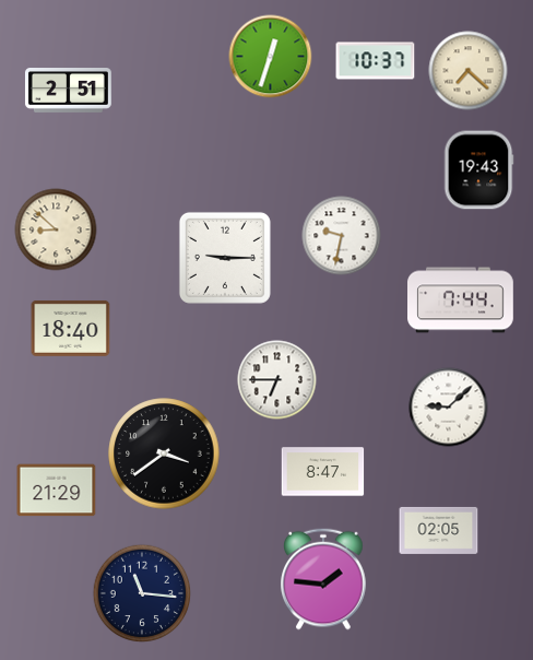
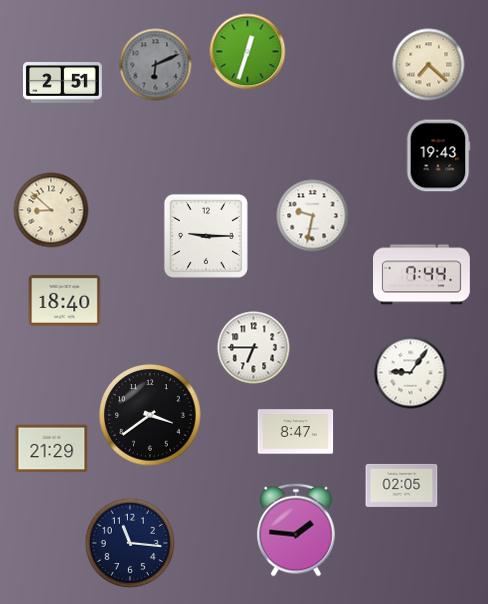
clock at (376, 61): 10:37 -> none
clock at (156, 65): none -> 6:11
clock at (449, 408): 9:08 -> 9:06
